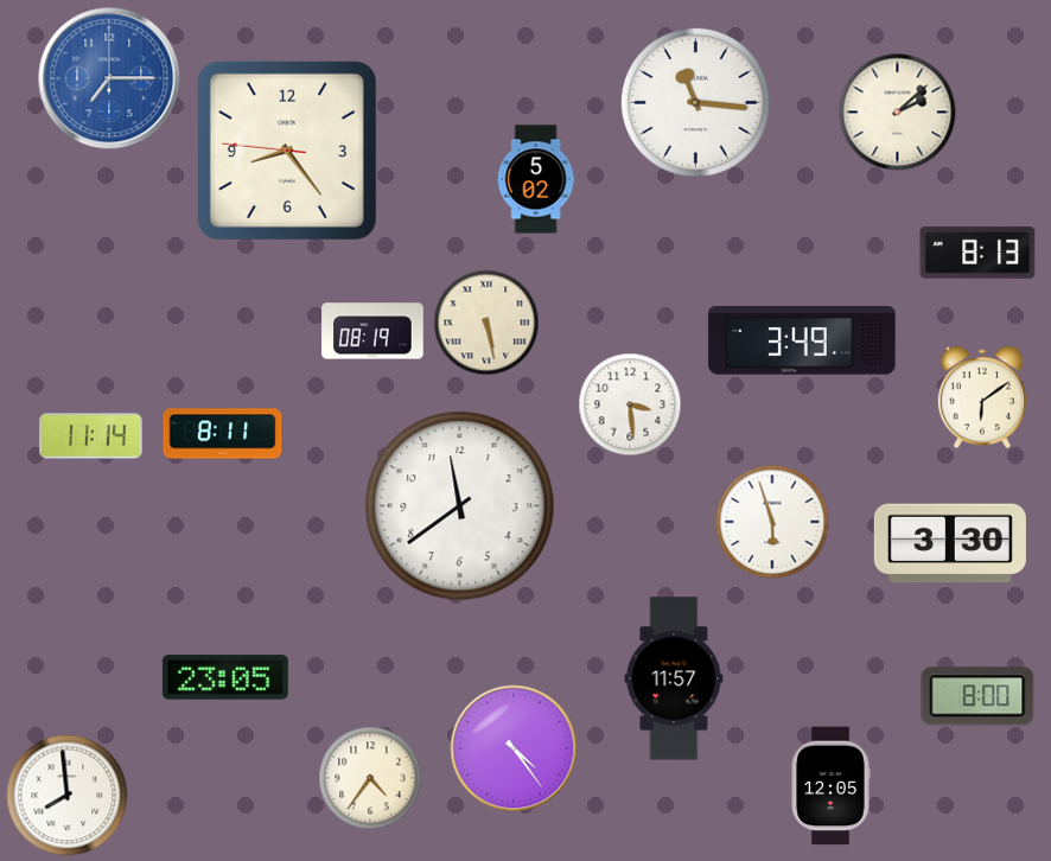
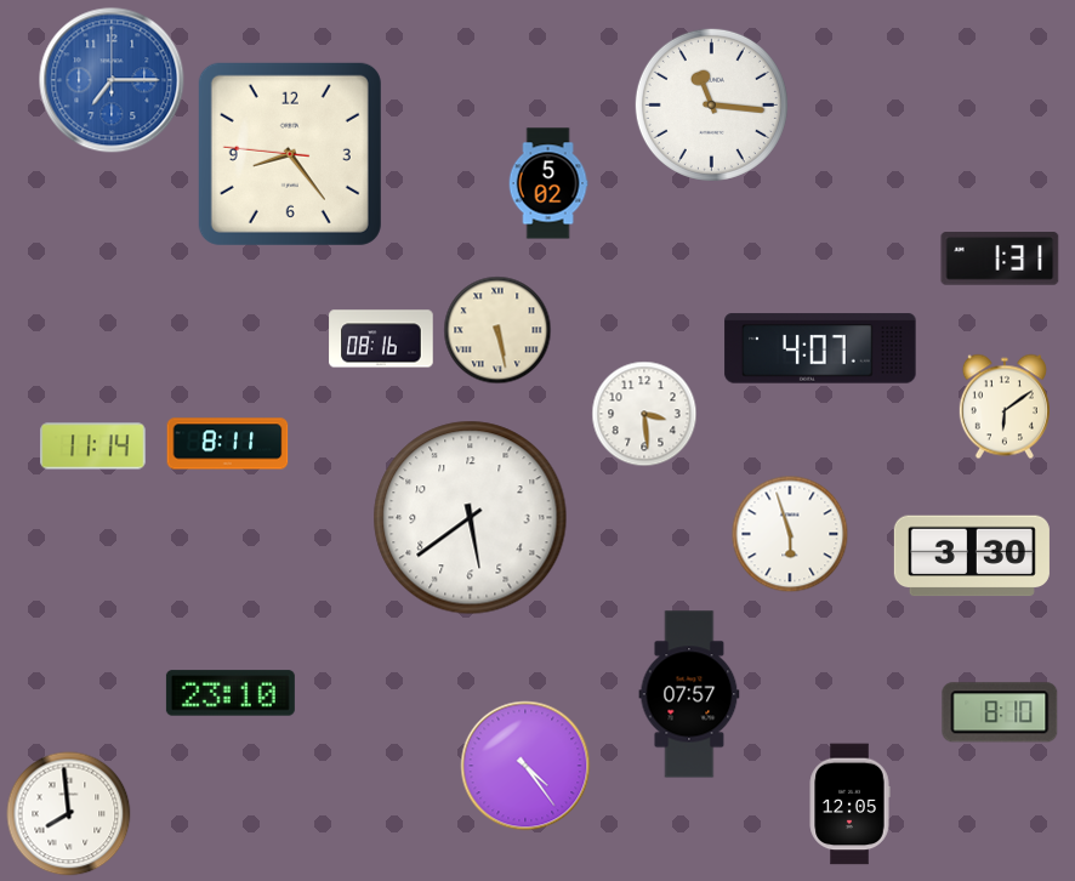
clock at (898, 113): 2:08 -> none
clock at (287, 151) position: (287, 151) -> (290, 154)
clock at (977, 253): 8:13 -> 1:31
clock at (372, 331): 08:19 -> 08:16
clock at (802, 340): 3:49 -> 4:07
clock at (460, 506): 11:39 -> 5:39
clock at (225, 677): 23:05 -> 23:10
clock at (674, 678): 11:57 -> 07:57
clock at (977, 696): 8:00 -> 8:10
clock at (370, 778): 4:36 -> none
